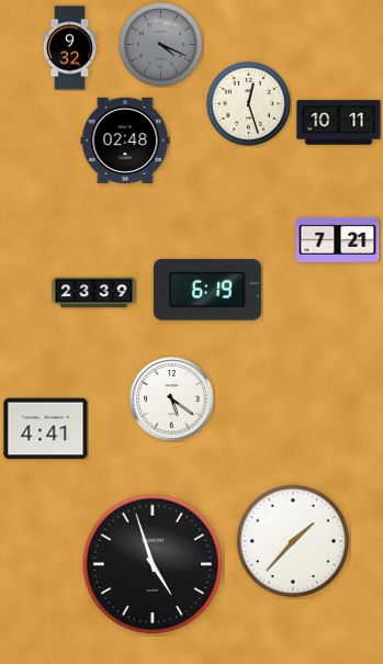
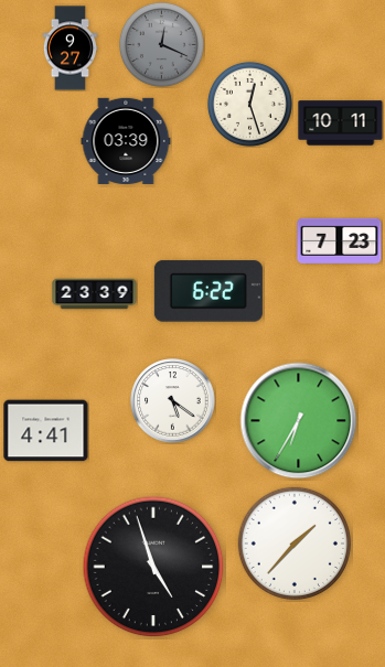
clock at (160, 44): 4:19 -> 12:19
clock at (70, 48): 9:32 -> 9:27
clock at (125, 140): 02:48 -> 03:39
clock at (338, 239): 7:21 -> 7:23
clock at (207, 290): 6:19 -> 6:22
clock at (299, 421): none -> 6:35
